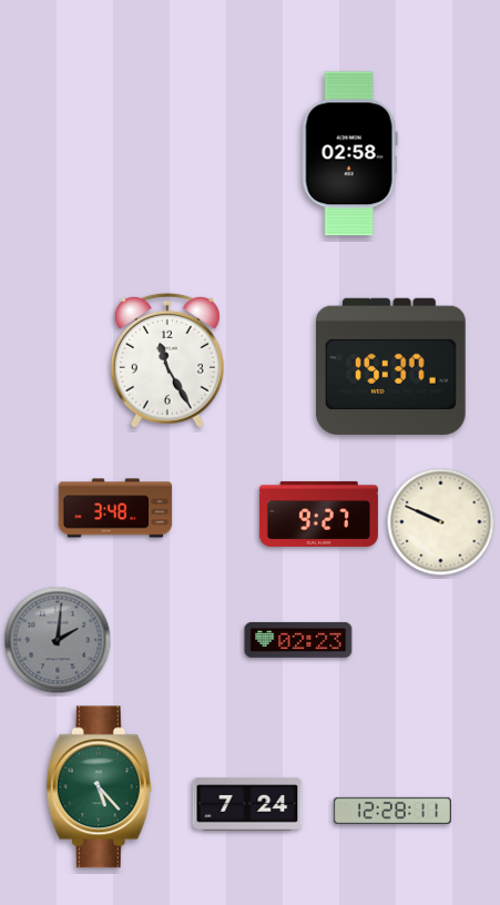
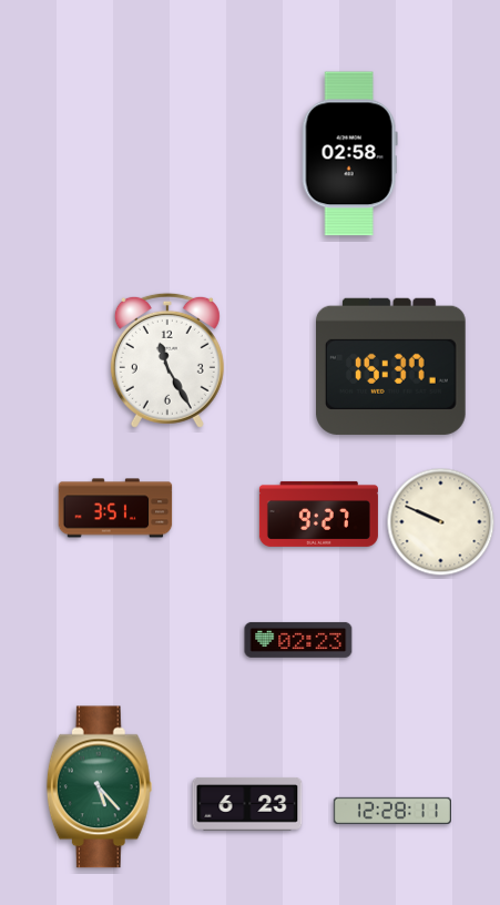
clock at (115, 508): 3:48 -> 3:51
clock at (58, 640): 2:01 -> none
clock at (247, 804): 7:24 -> 6:23
